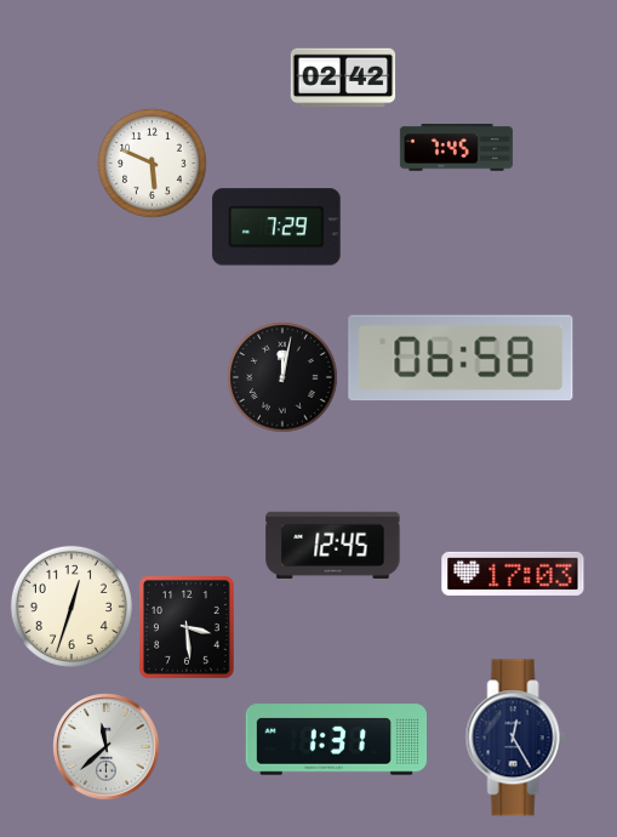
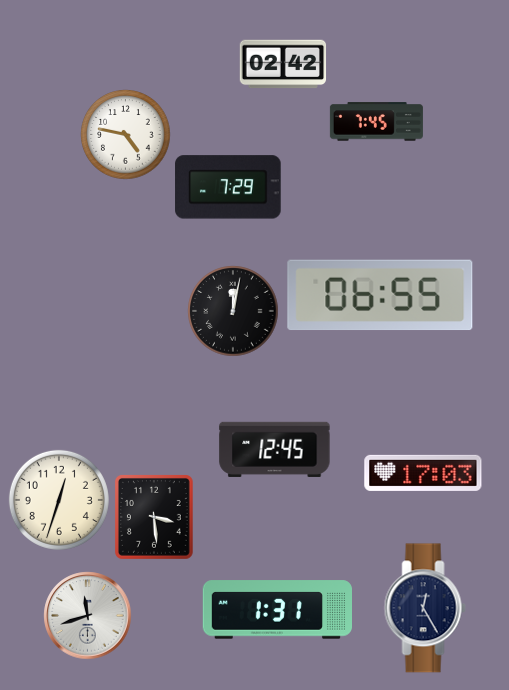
clock at (152, 163): 5:49 -> 4:47
clock at (461, 358): 06:58 -> 06:55
clock at (105, 746): 11:38 -> 11:42
